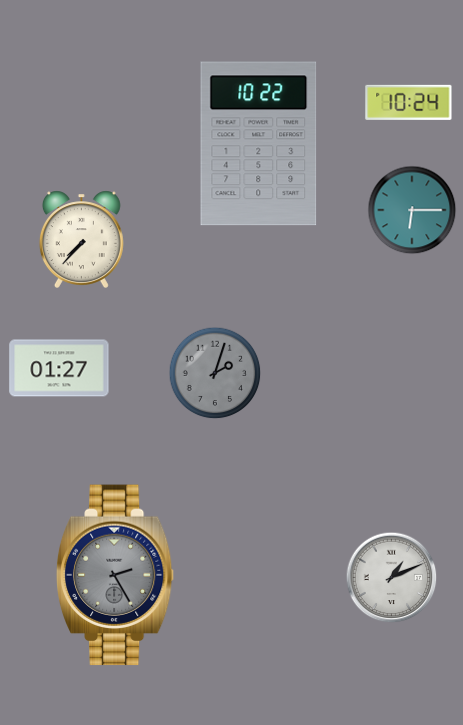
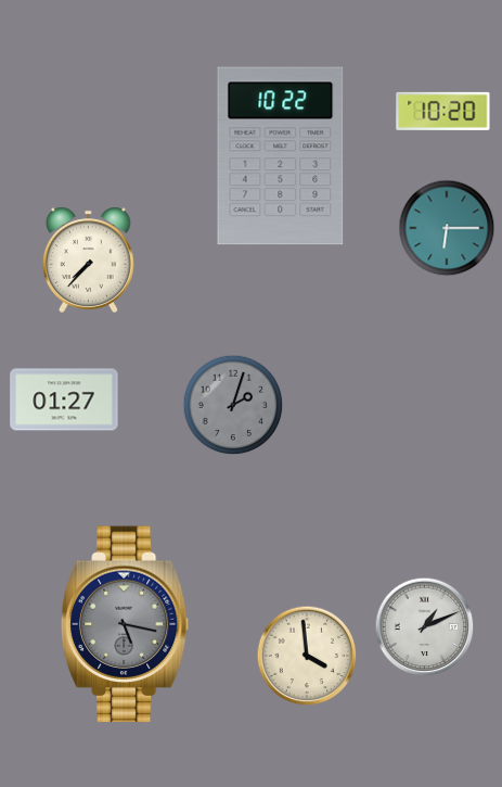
clock at (409, 102): 10:24 -> 10:20
clock at (115, 575): 2:25 -> 5:17
clock at (307, 656): none -> 3:59
